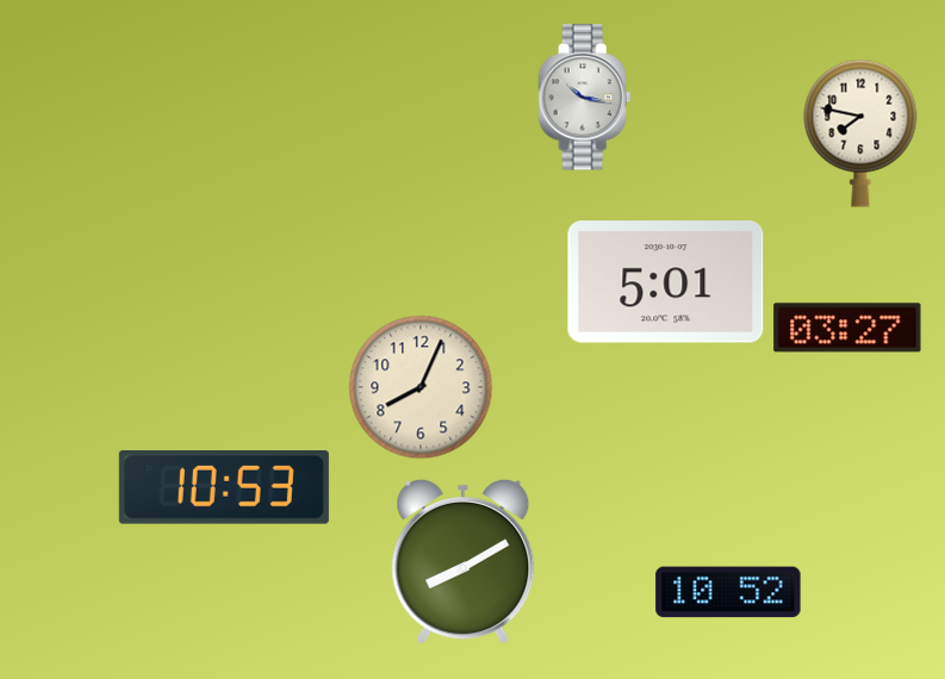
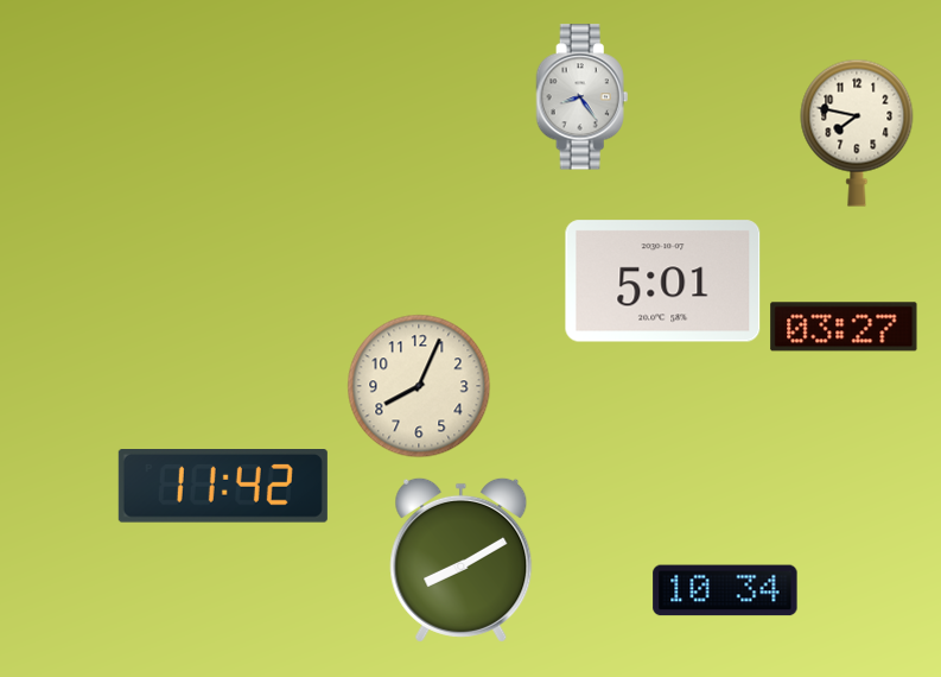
clock at (585, 98): 10:17 -> 8:24
clock at (224, 488): 10:53 -> 11:42
clock at (728, 592): 10:52 -> 10:34
